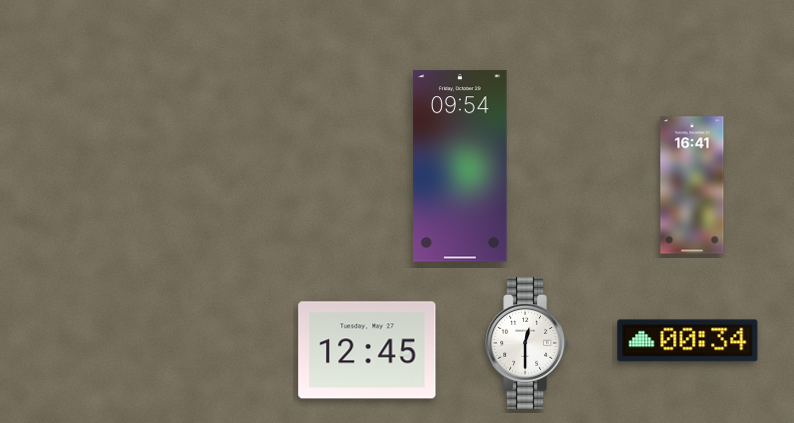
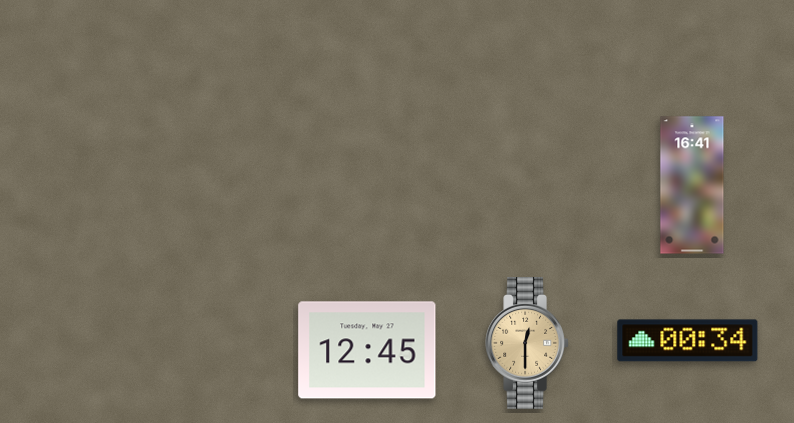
clock at (460, 166): 09:54 -> none
clock at (527, 343) dial: white -> champagne
